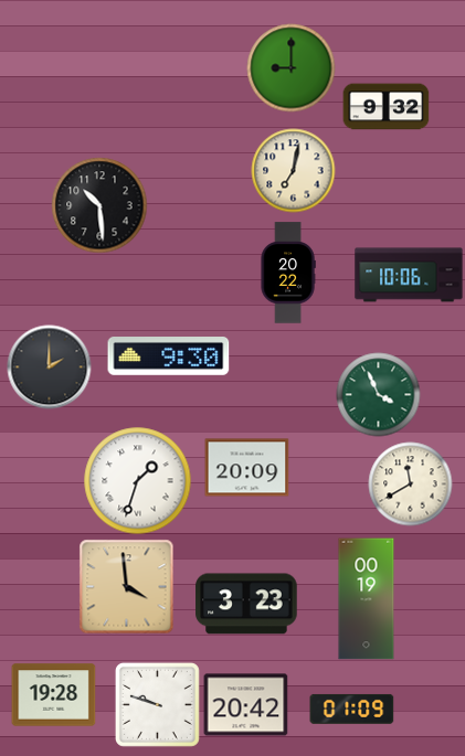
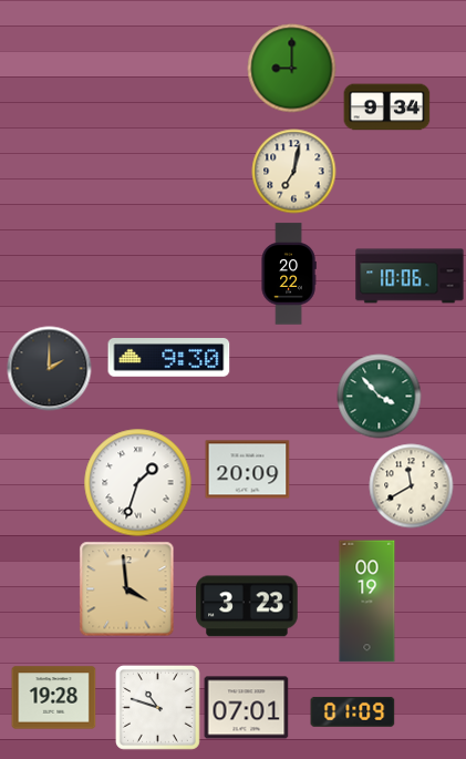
clock at (387, 107): 9:32 -> 9:34
clock at (99, 205): 10:29 -> none
clock at (379, 395): 3:56 -> 3:53
clock at (157, 704): 9:48 -> 10:48
clock at (246, 705): 20:42 -> 07:01
